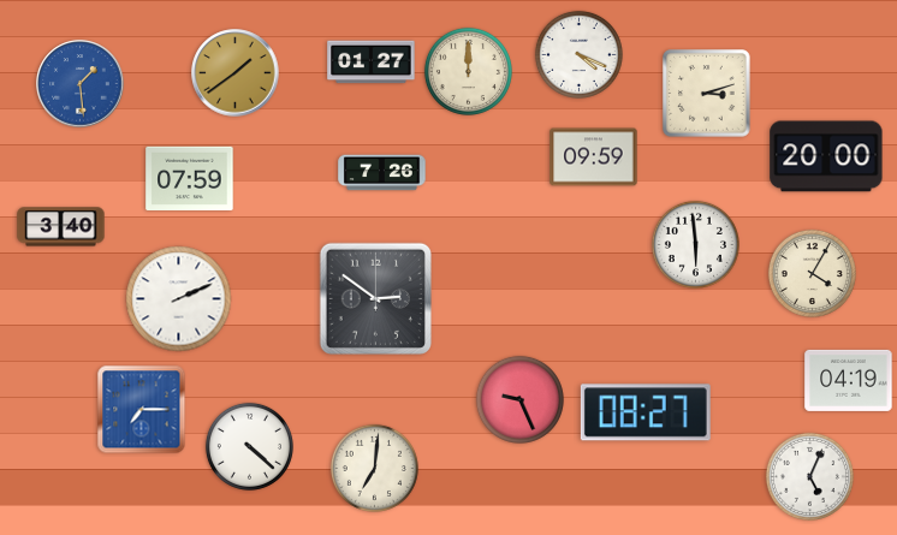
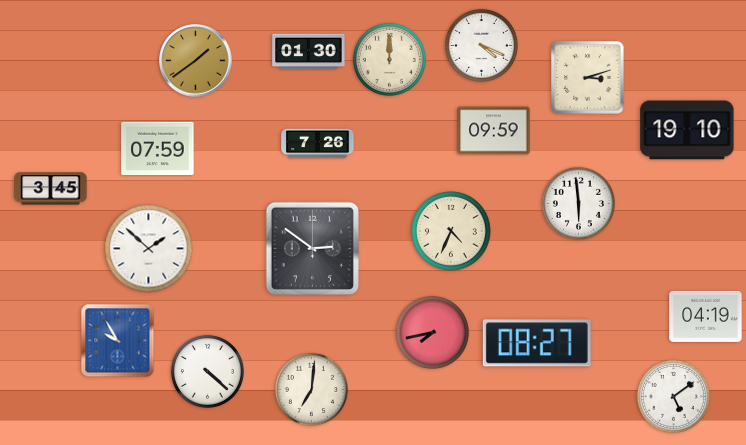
clock at (372, 63): 01:27 -> 01:30
clock at (81, 84): 1:29 -> none
clock at (826, 156): 20:00 -> 19:10
clock at (61, 227): 3:40 -> 3:45
clock at (812, 273): 4:05 -> none
clock at (451, 231): none -> 4:34
clock at (179, 299): 2:11 -> 1:52
clock at (519, 399): 9:26 -> 7:43
clock at (142, 410): 7:15 -> 9:55
clock at (809, 476): 5:04 -> 5:09
